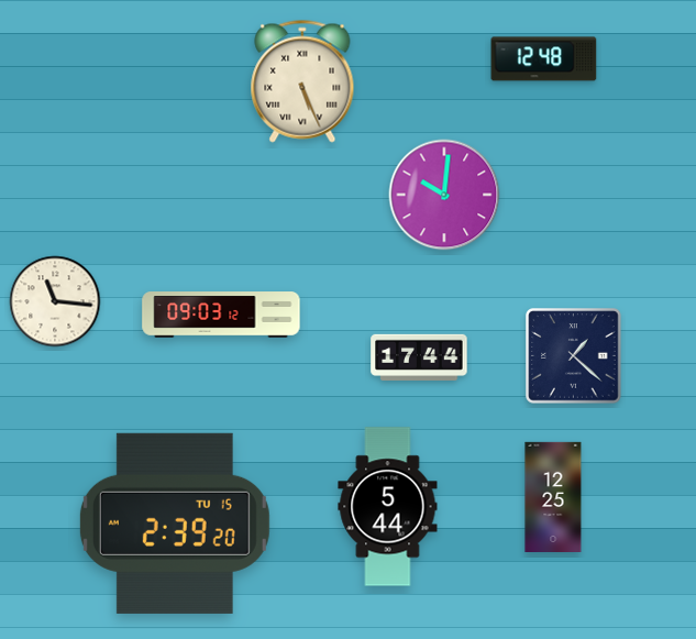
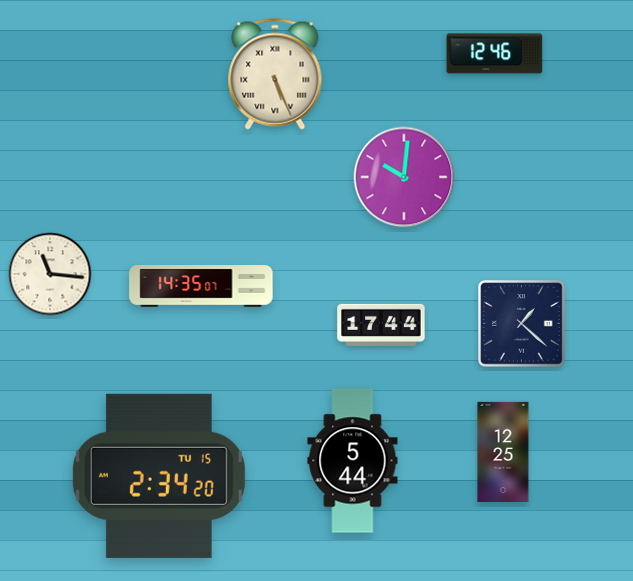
clock at (544, 59): 12:48 -> 12:46
clock at (221, 315): 09:03 -> 14:35
clock at (175, 524): 2:39 -> 2:34
